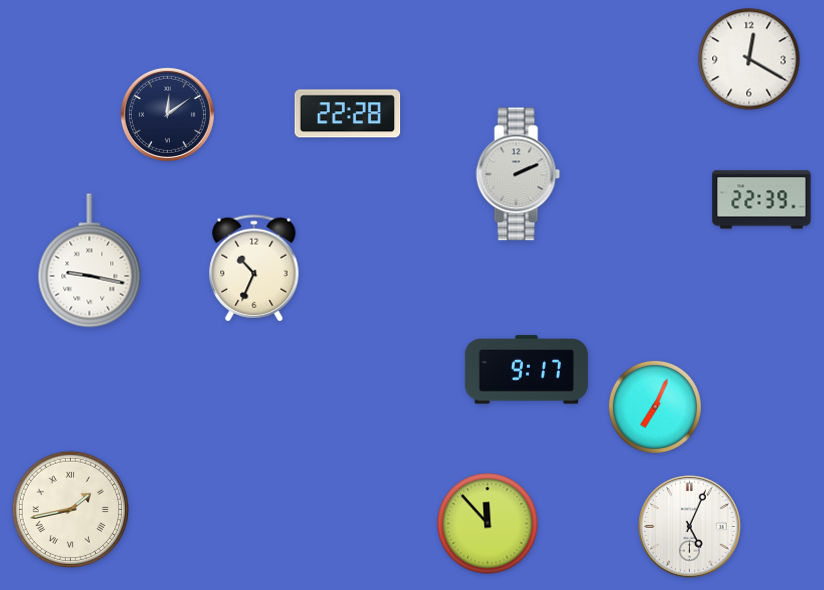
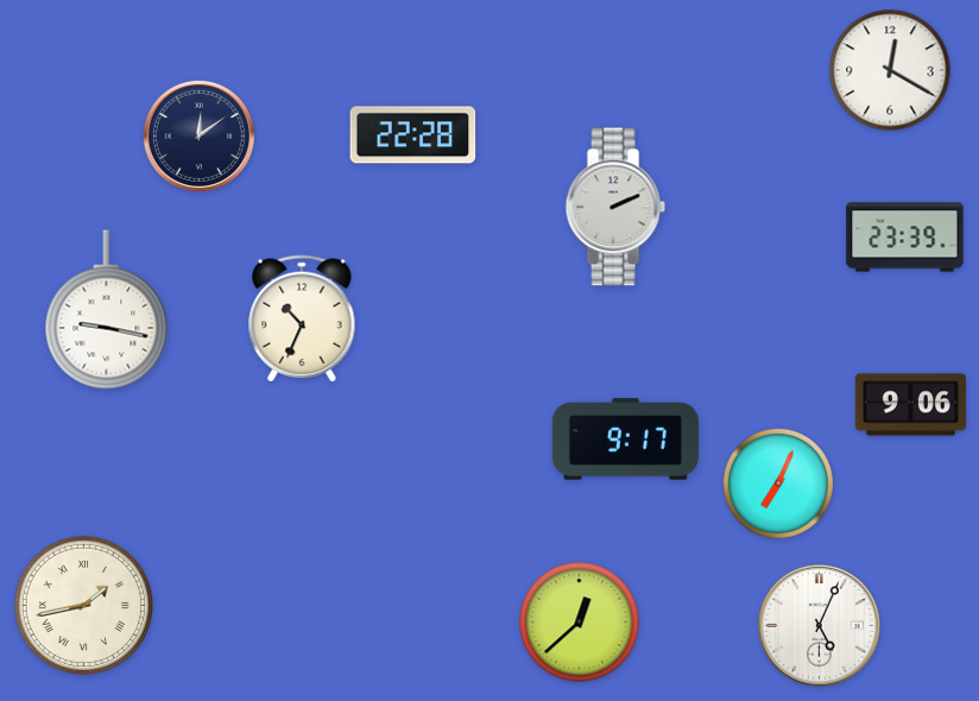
clock at (762, 200): 22:39 -> 23:39
clock at (910, 405): none -> 9:06
clock at (488, 524): 11:53 -> 12:38
